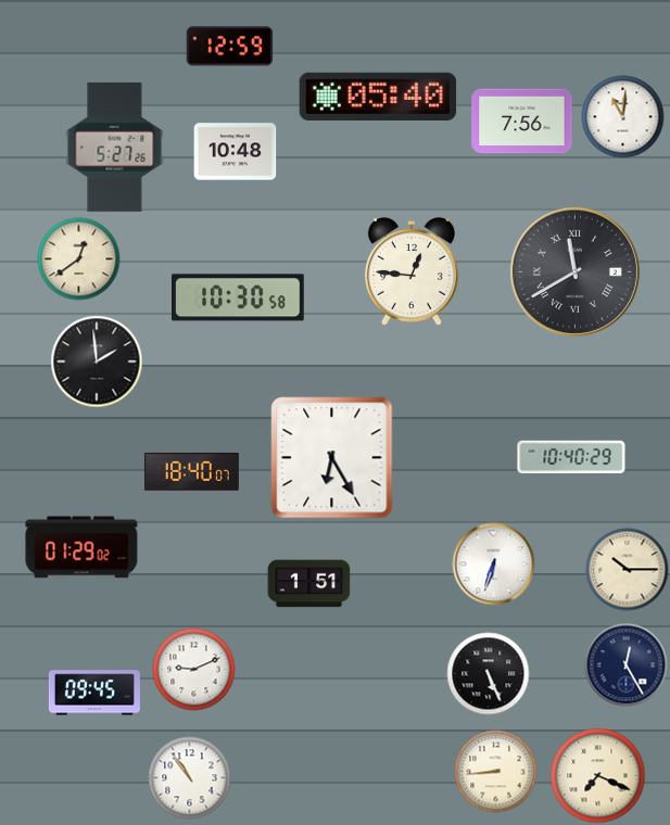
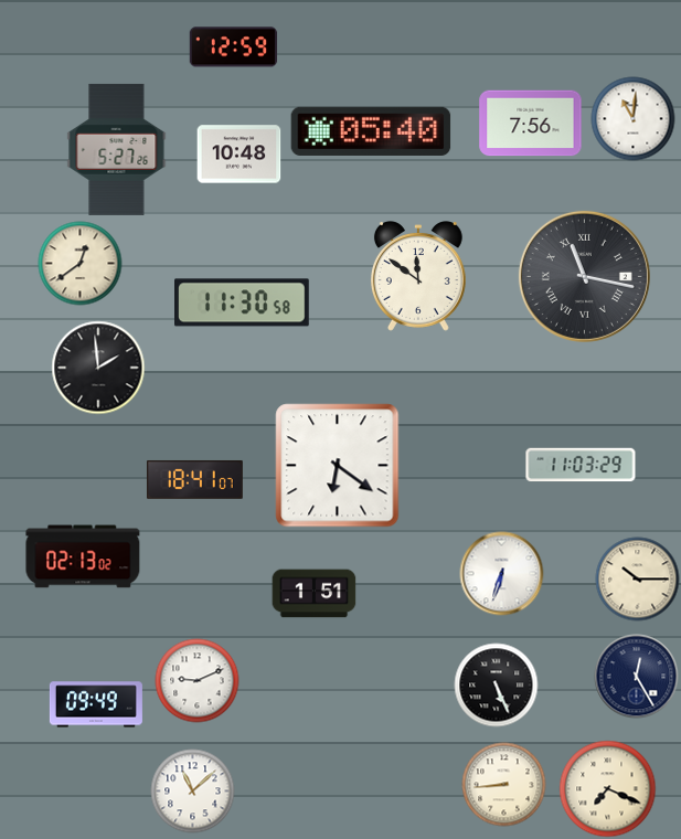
clock at (378, 97) position: (378, 97) -> (371, 131)
clock at (412, 271): 12:46 -> 11:51
clock at (574, 271): 11:40 -> 11:17
clock at (239, 297): 10:30 -> 11:30
clock at (571, 457): 10:40 -> 11:03
clock at (332, 458): 6:25 -> 6:21
clock at (191, 472): 18:40 -> 18:41
clock at (81, 547): 01:29 -> 02:13
clock at (94, 693): 09:45 -> 09:49
clock at (190, 778): 10:54 -> 11:08
